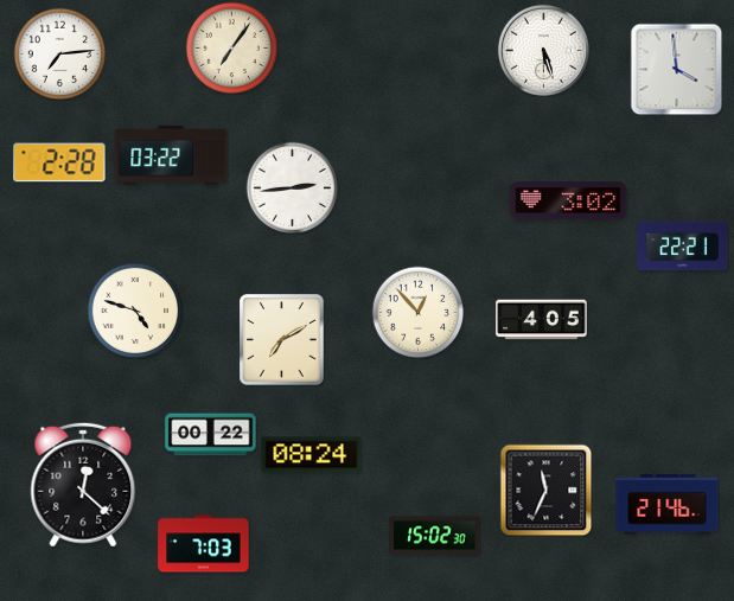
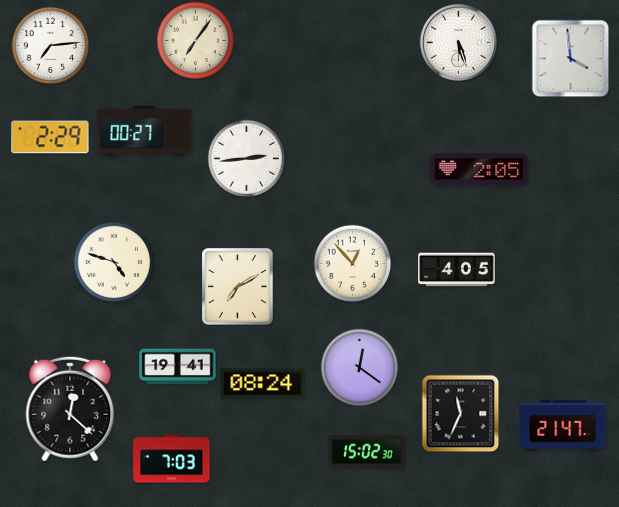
clock at (171, 155): 03:22 -> 00:27
clock at (59, 162): 2:28 -> 2:29
clock at (568, 200): 3:02 -> 2:05
clock at (683, 247): 22:21 -> none
clock at (211, 435): 00:22 -> 19:41
clock at (359, 367): none -> 12:21
clock at (668, 505): 21:46 -> 21:47
